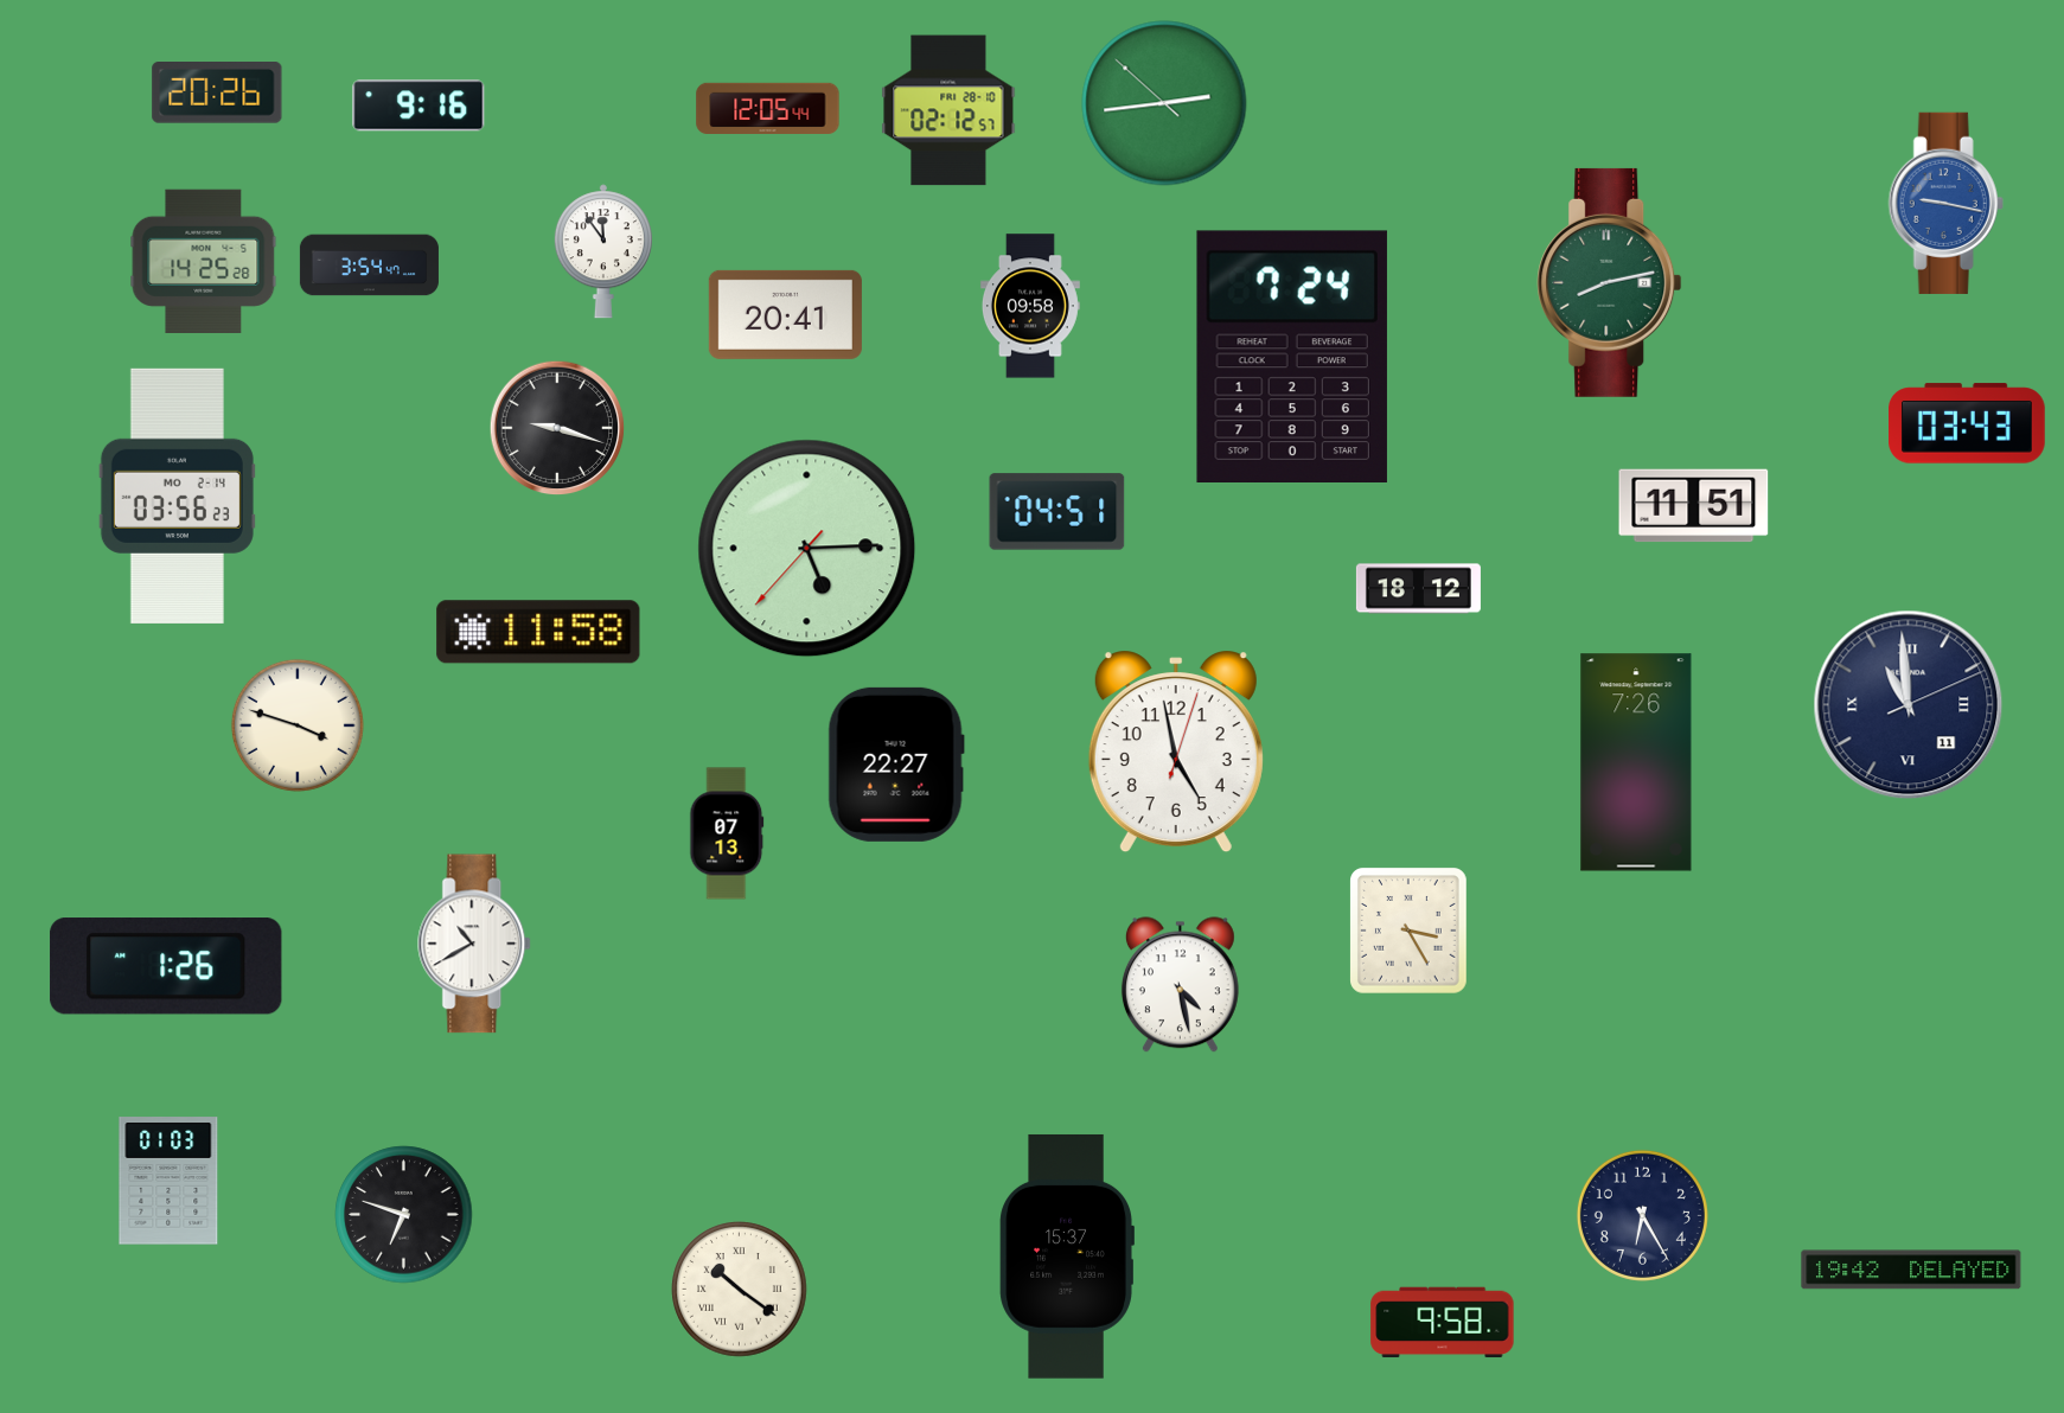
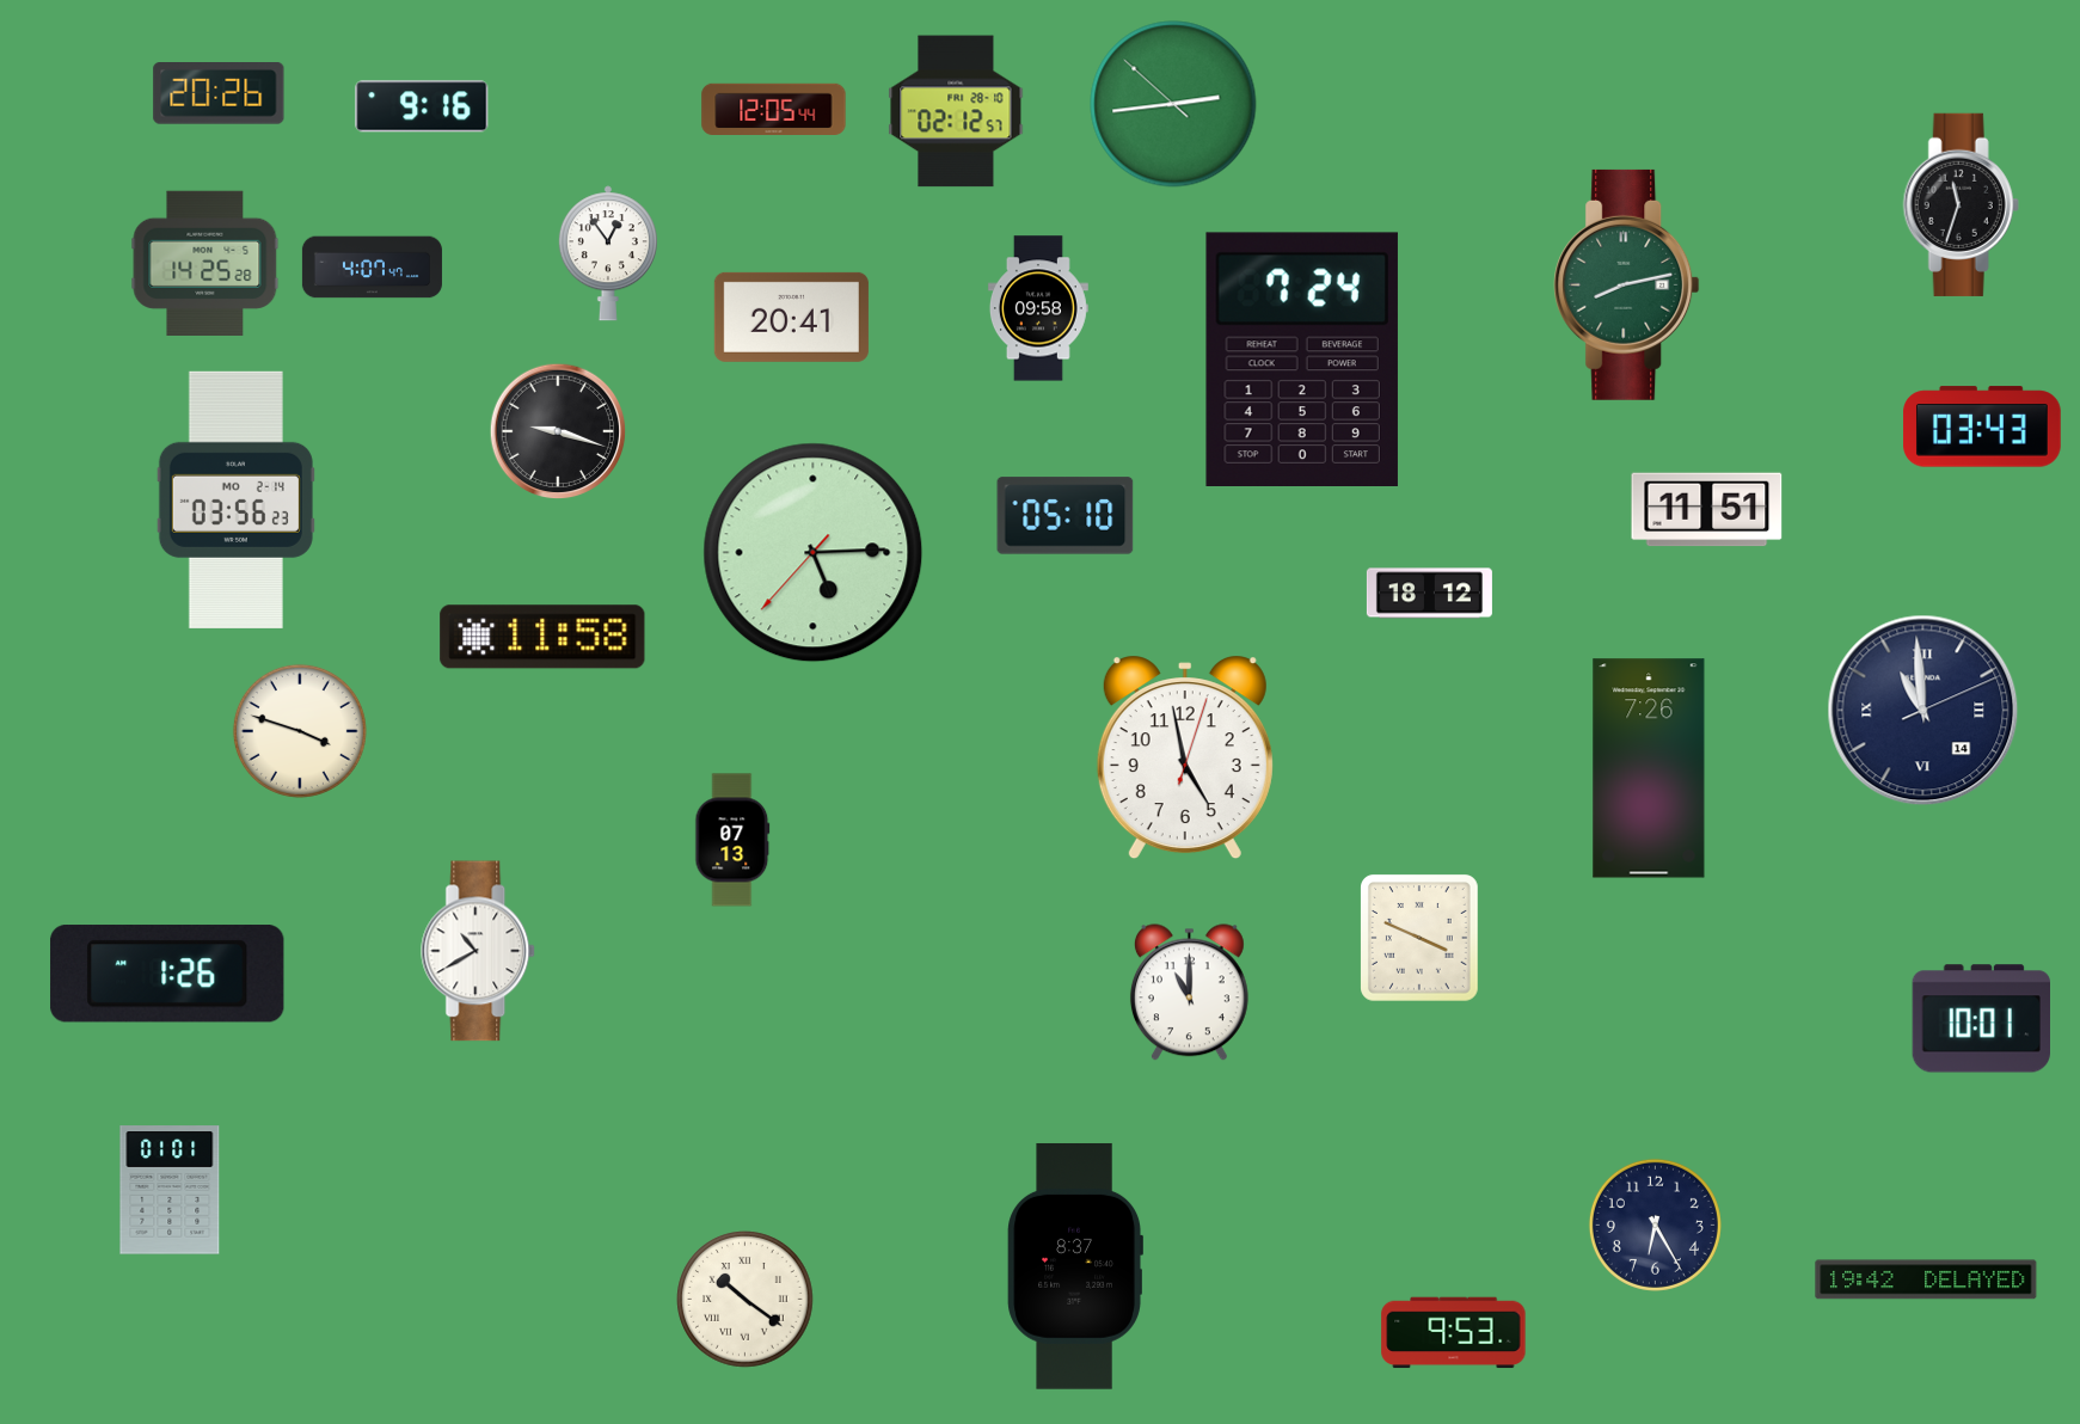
clock at (1945, 203): 9:17 -> 11:33
clock at (1945, 203) dial: blue -> black
clock at (603, 251): 11:54 -> 12:54
clock at (369, 266): 3:54 -> 4:07
clock at (1610, 282) position: (1610, 282) -> (1627, 284)
clock at (557, 428) position: (557, 428) -> (558, 431)
clock at (177, 495) position: (177, 495) -> (235, 499)
clock at (1057, 512): 04:51 -> 05:10
clock at (1909, 705) date: 11 -> 14
clock at (896, 765): 22:27 -> none
clock at (1410, 932): 3:25 -> 3:49
clock at (1180, 985): 4:28 -> 11:00
clock at (1981, 1019): none -> 10:01
clock at (168, 1181): 01:03 -> 01:01
clock at (404, 1215): 6:48 -> none
clock at (1067, 1257): 15:37 -> 8:37
clock at (1443, 1323): 9:58 -> 9:53
